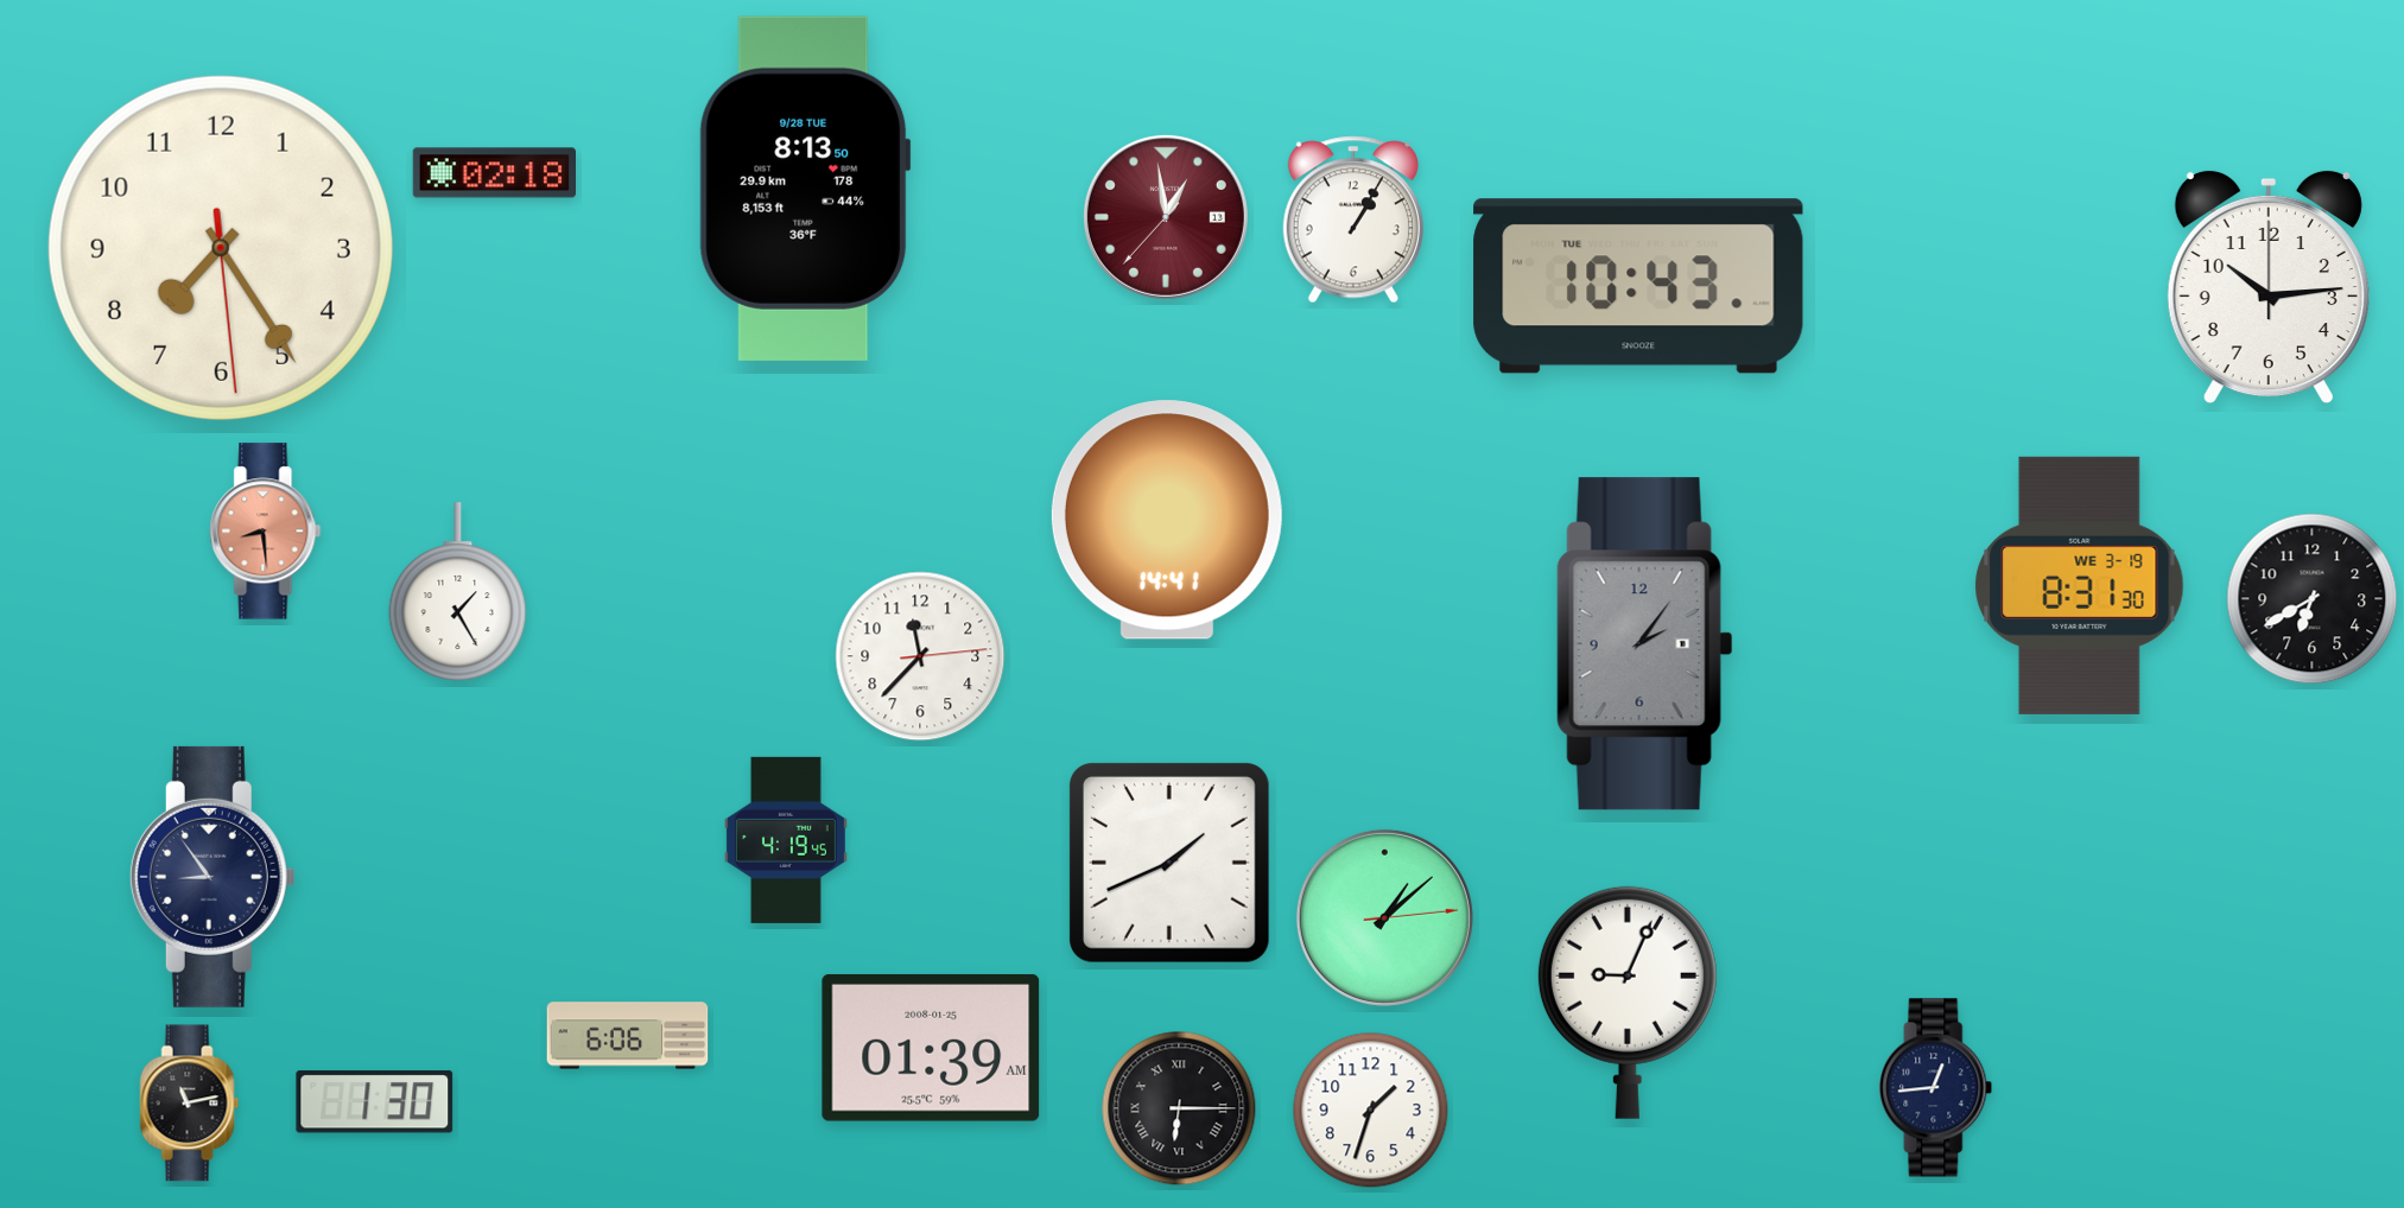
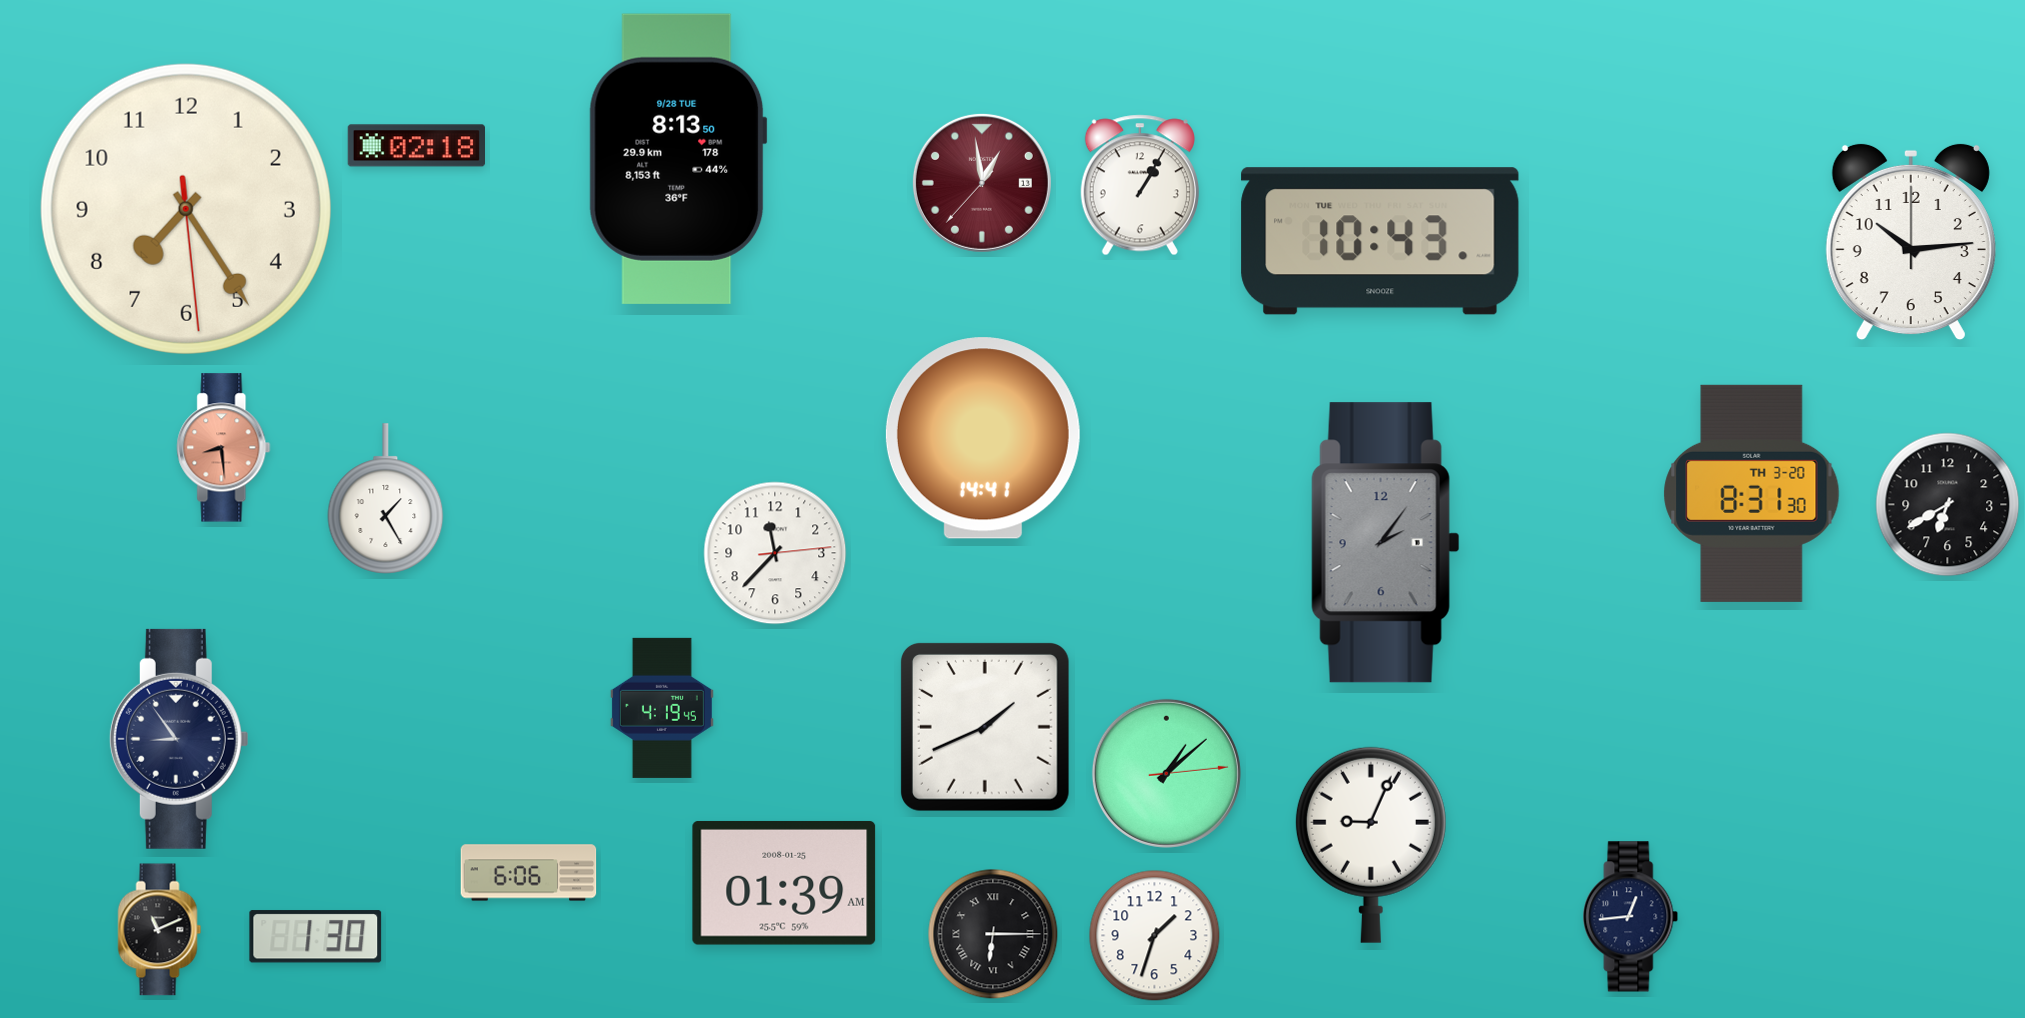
clock at (2080, 585) date: WE 3-19 -> TH 3-20
clock at (375, 1102) position: (375, 1102) -> (316, 937)
clock at (190, 1104): 11:13 -> 11:11
